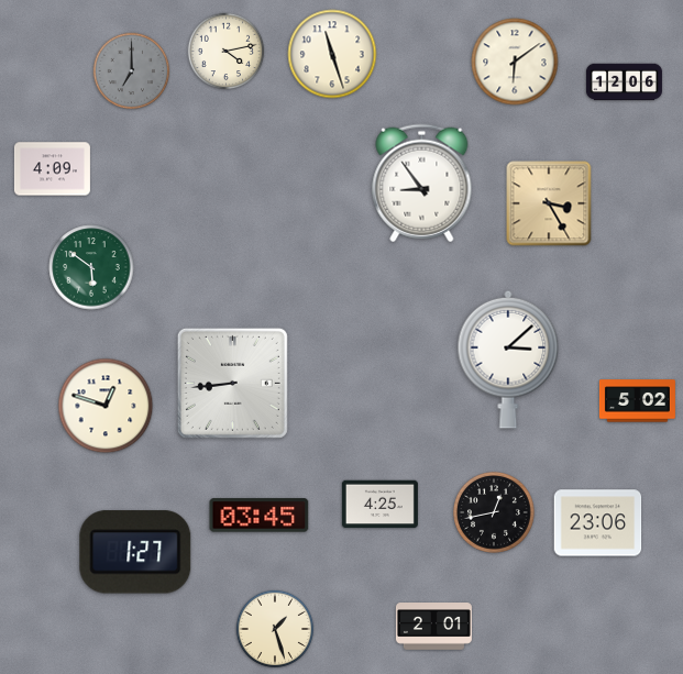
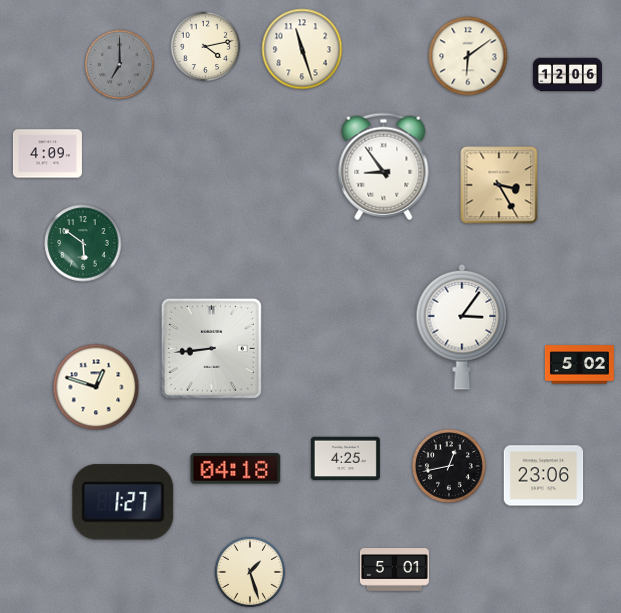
clock at (508, 360): 3:08 -> 3:06
clock at (106, 406) position: (106, 406) -> (96, 387)
clock at (260, 516): 03:45 -> 04:18
clock at (433, 627): 2:01 -> 5:01
